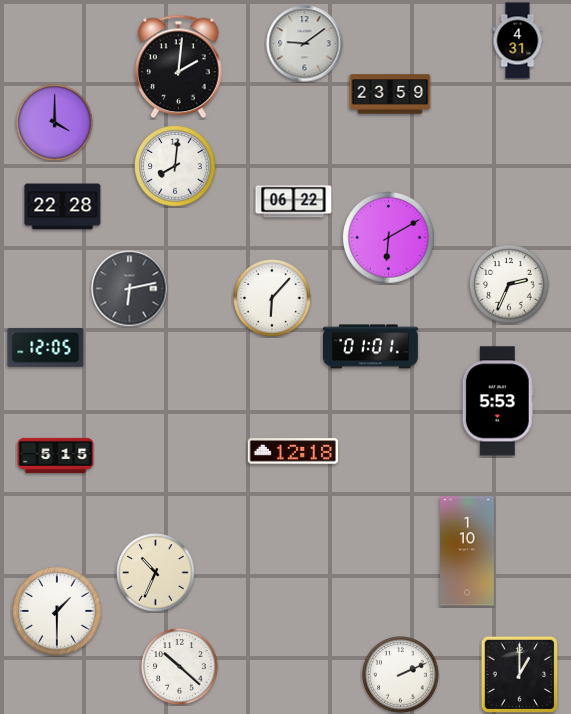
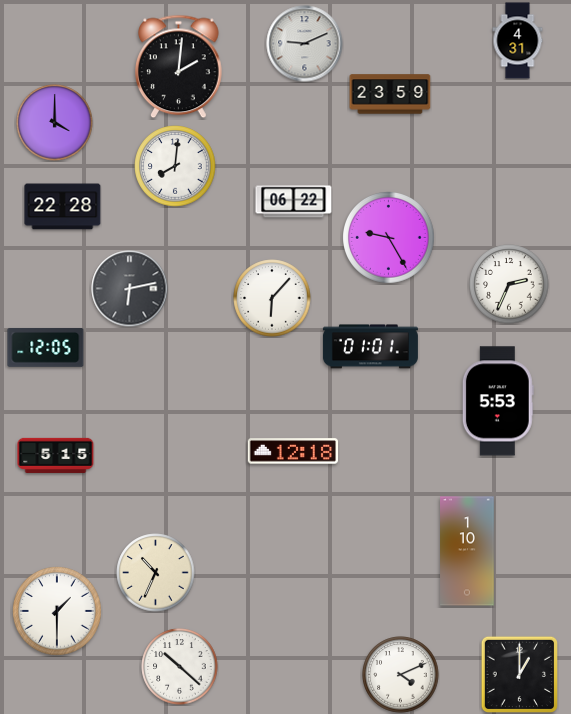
clock at (305, 44): 9:09 -> 9:11
clock at (389, 238): 6:10 -> 9:25
clock at (401, 675): 2:11 -> 4:11
